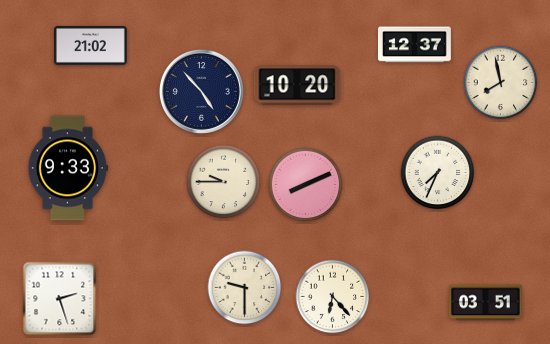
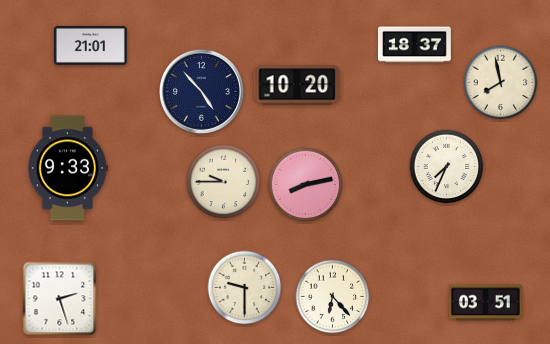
clock at (90, 45): 21:02 -> 21:01
clock at (414, 45): 12:37 -> 18:37
clock at (438, 173) position: (438, 173) -> (447, 167)
clock at (306, 185): 8:11 -> 8:13
